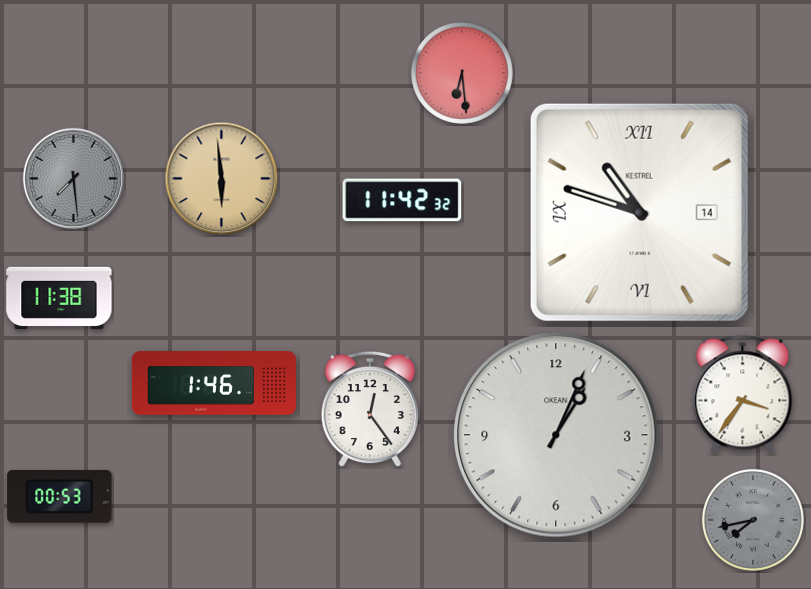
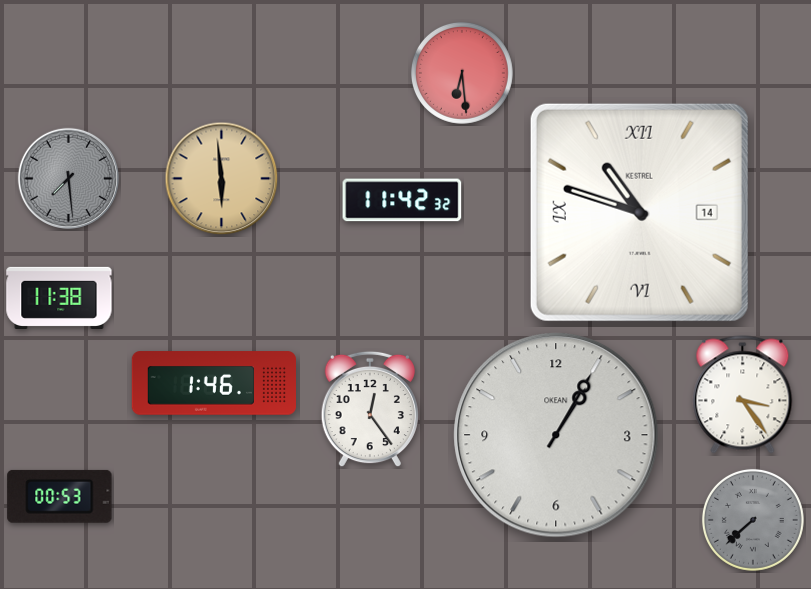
clock at (73, 178) position: (73, 178) -> (68, 178)
clock at (743, 395): 3:36 -> 3:24
clock at (556, 435): 1:04 -> 1:05
clock at (753, 520): 7:43 -> 7:38
